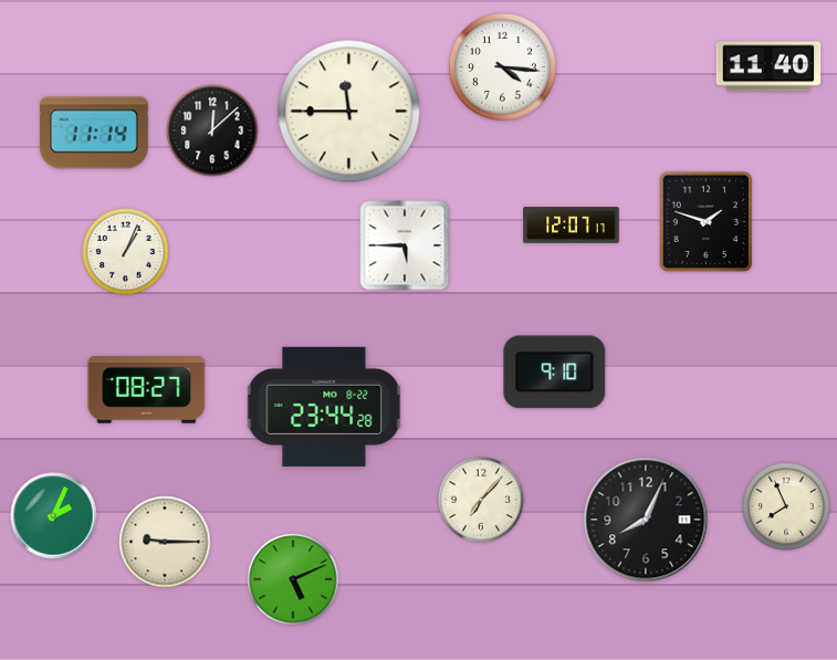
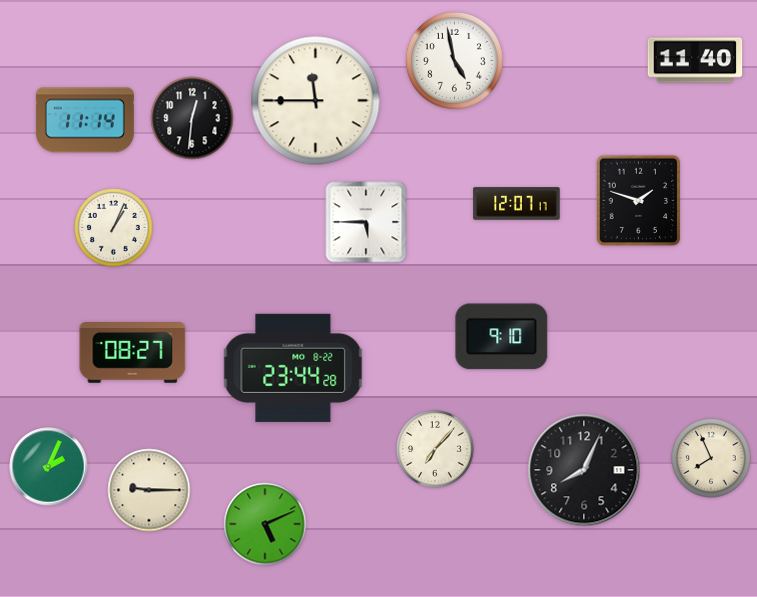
clock at (502, 66): 4:16 -> 4:58
clock at (212, 130): 12:08 -> 12:31
clock at (482, 501) position: (482, 501) -> (436, 450)
